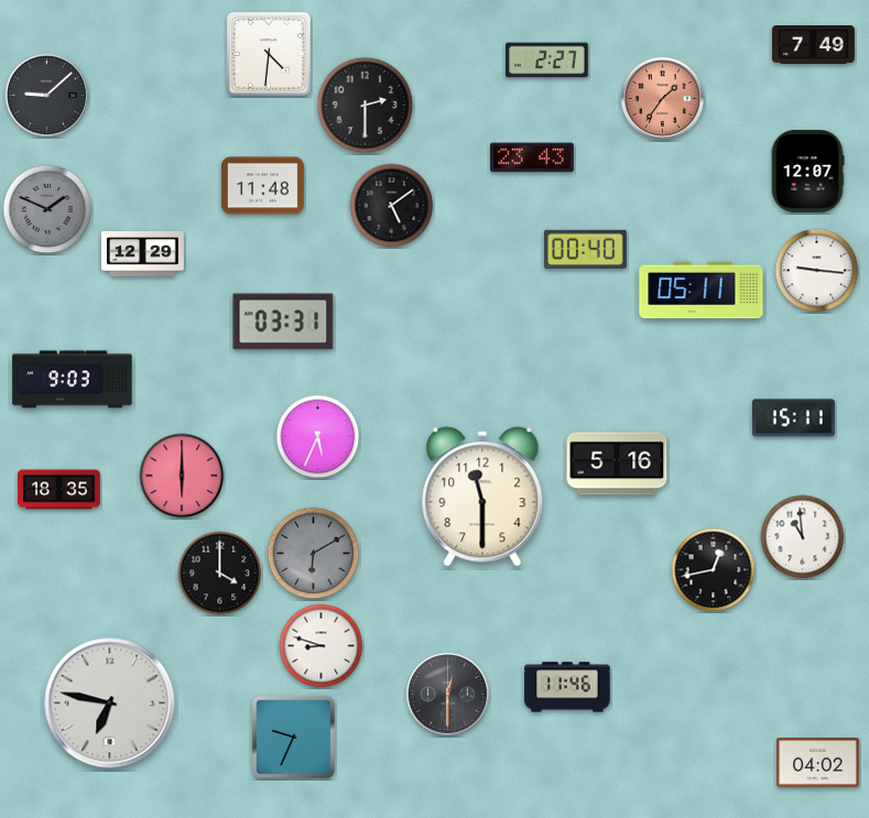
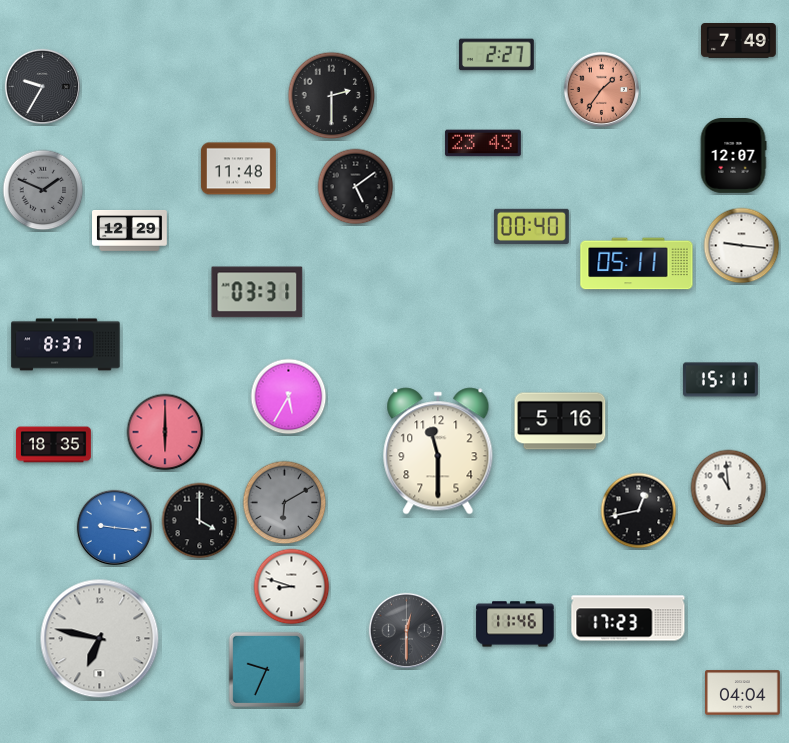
clock at (270, 55): 4:31 -> none
clock at (46, 95): 9:08 -> 9:35
clock at (73, 380): 9:03 -> 8:37
clock at (318, 437): 5:34 -> 5:35
clock at (714, 570) position: (714, 570) -> (639, 511)
clock at (114, 527): none -> 9:16
clock at (628, 618): none -> 17:23
clock at (818, 763): 04:02 -> 04:04
